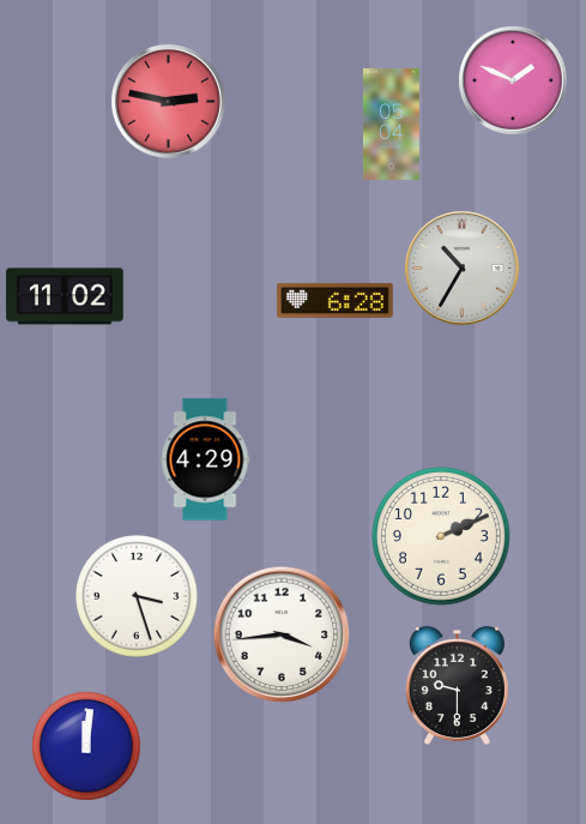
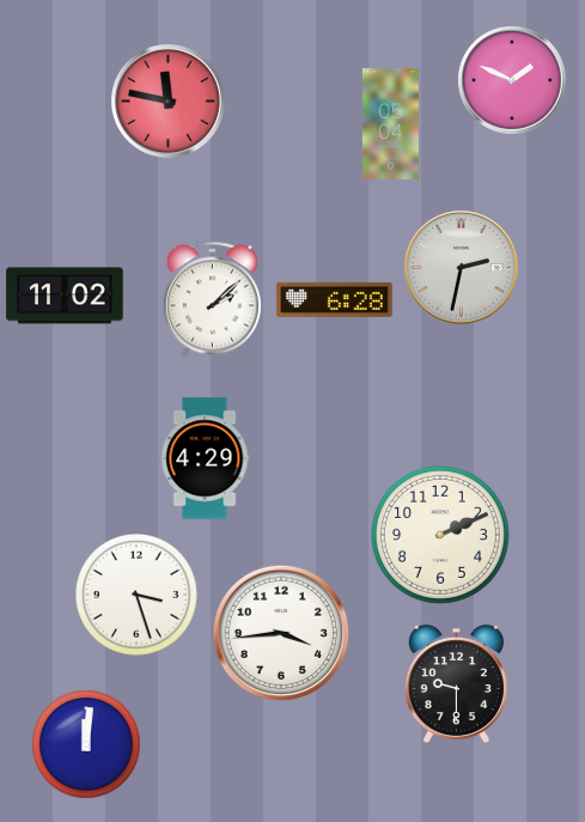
clock at (168, 101): 2:47 -> 11:47
clock at (461, 267): 10:35 -> 2:32
clock at (212, 300): none -> 2:08
